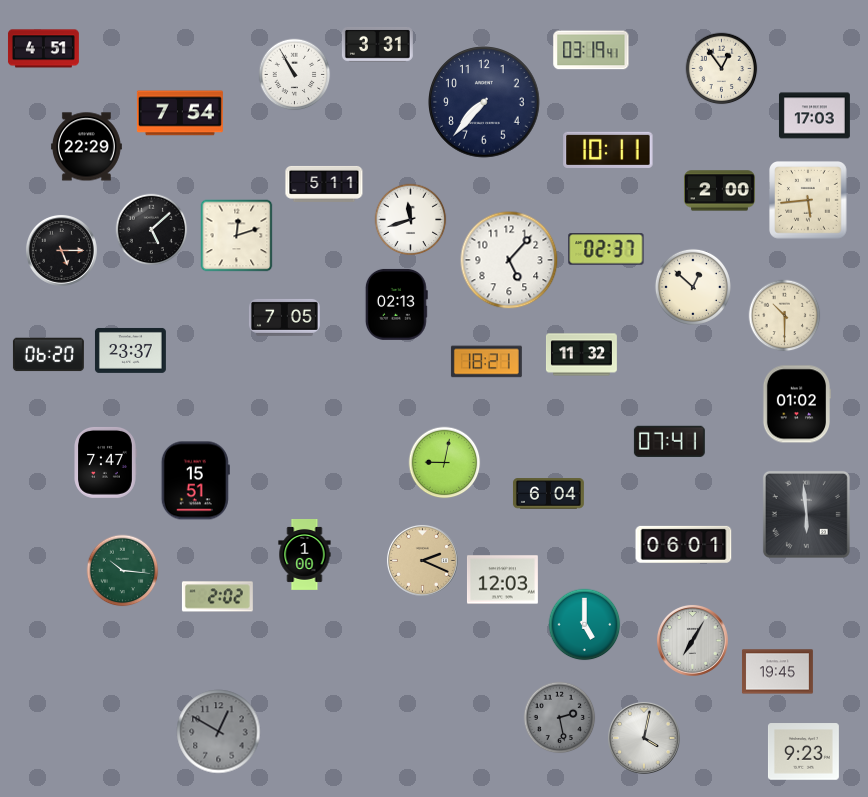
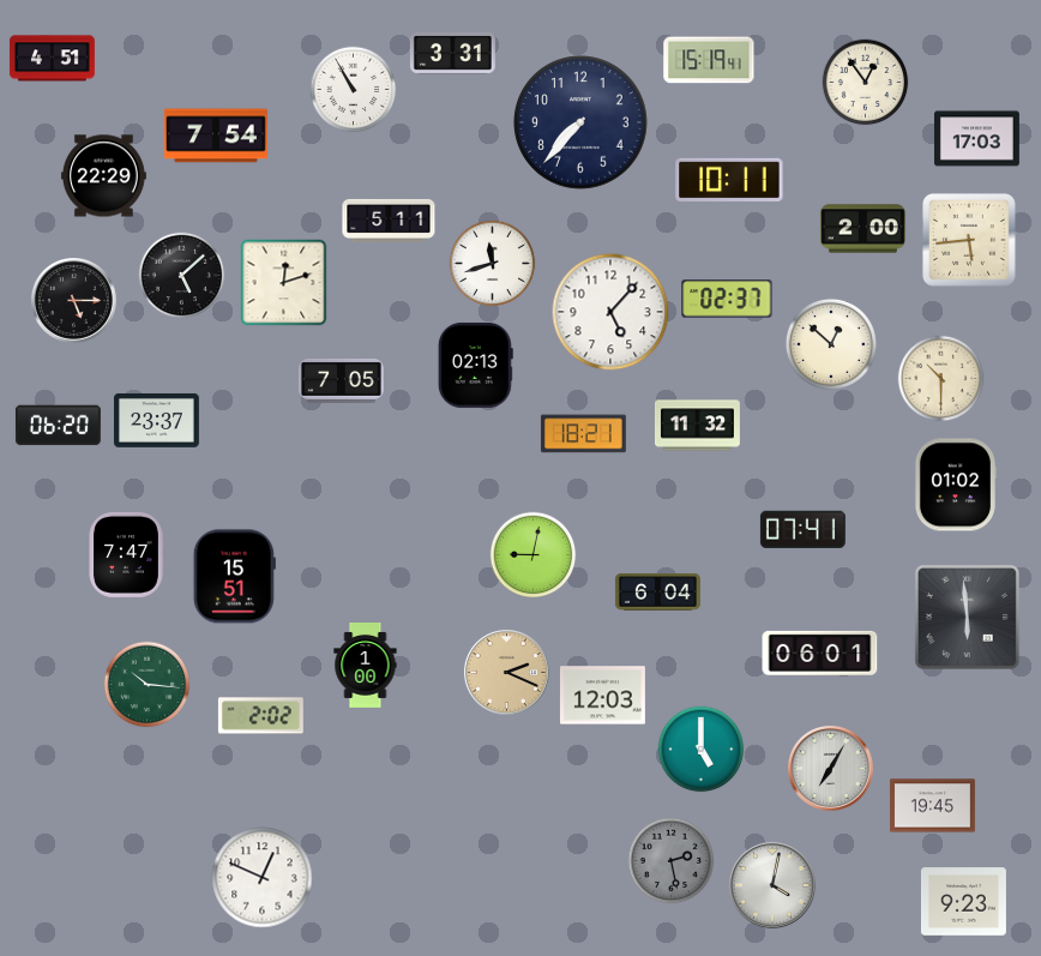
clock at (591, 50): 03:19 -> 15:19
clock at (219, 732): 12:50 -> 12:49
clock at (219, 732) dial: grey -> white
